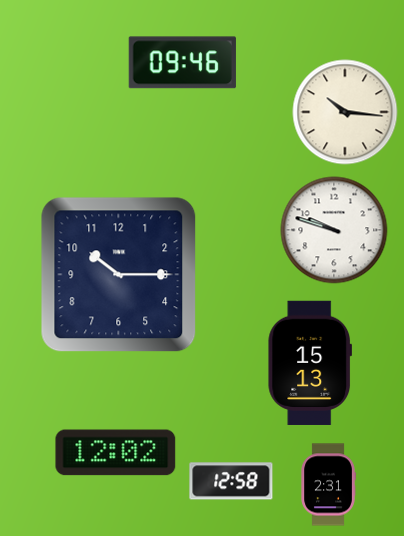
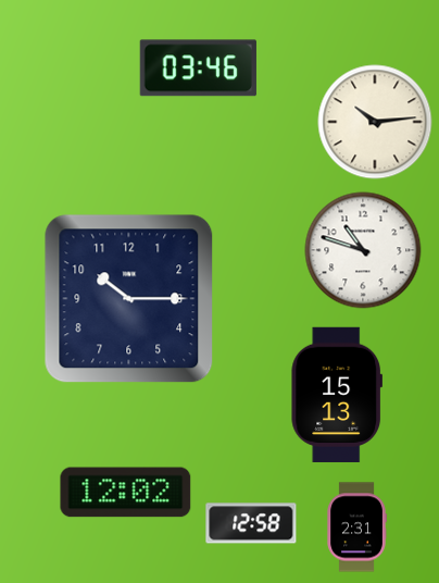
clock at (182, 63): 09:46 -> 03:46
clock at (345, 112): 10:16 -> 10:14
clock at (334, 230): 9:48 -> 10:48
